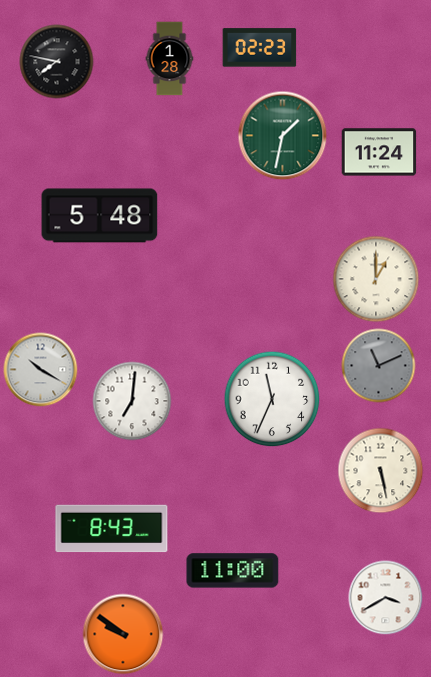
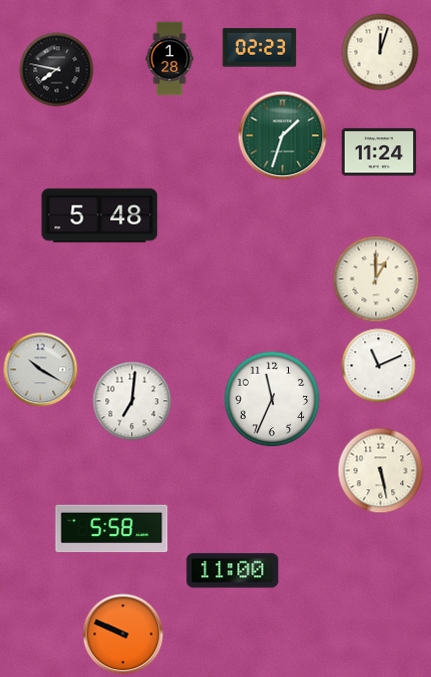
clock at (380, 52): none -> 12:03
clock at (57, 62) position: (57, 62) -> (57, 70)
clock at (283, 136): 1:32 -> 1:33
clock at (379, 366) dial: grey -> white
clock at (112, 529): 8:43 -> 5:58
clock at (386, 598): 3:40 -> none
clock at (123, 634): 9:51 -> 9:49
